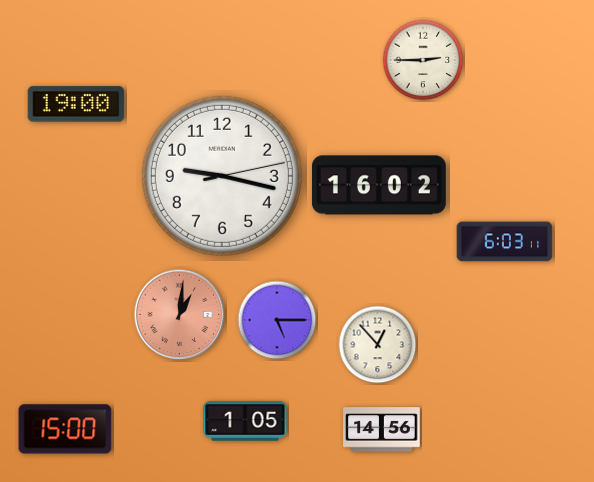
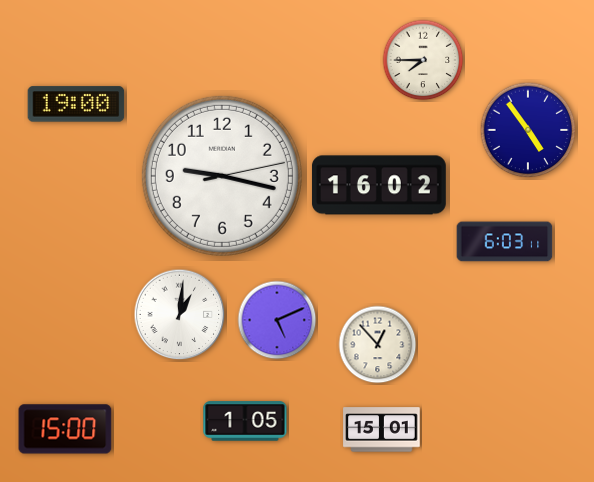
clock at (423, 60): 2:45 -> 7:45
clock at (528, 130): none -> 4:54
clock at (180, 315) dial: salmon -> white
clock at (277, 320): 5:15 -> 5:11
clock at (382, 430): 14:56 -> 15:01
